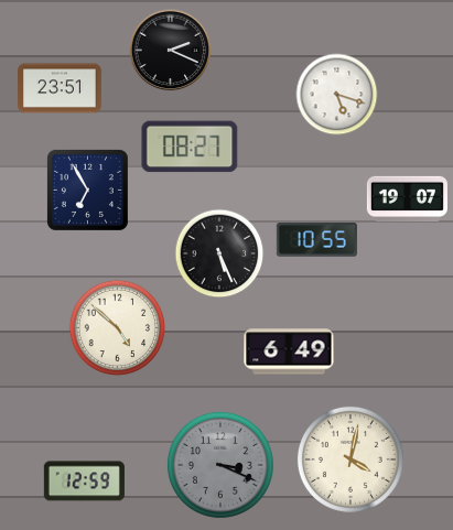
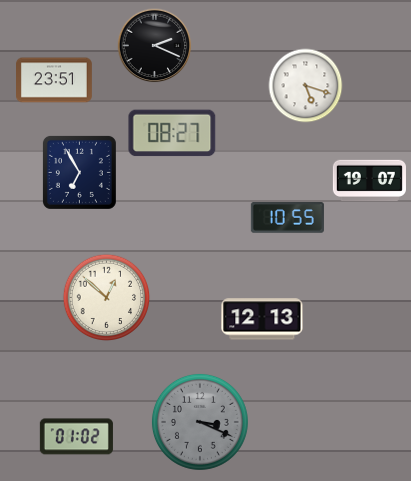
clock at (219, 253): 5:26 -> none
clock at (118, 328): 4:52 -> 12:52
clock at (289, 351): 6:49 -> 12:13
clock at (350, 459): 4:02 -> none
clock at (84, 482): 12:59 -> 01:02
